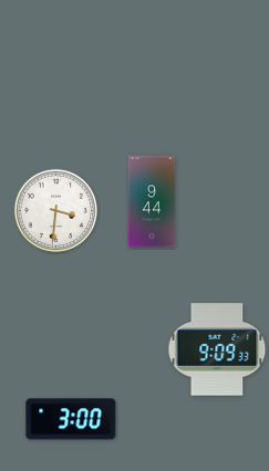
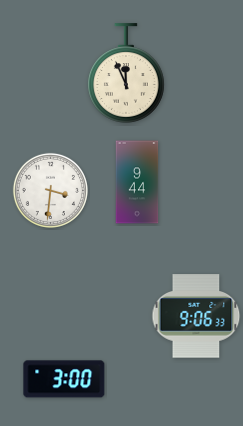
clock at (126, 73): none -> 11:56
clock at (217, 349): 9:09 -> 9:06
